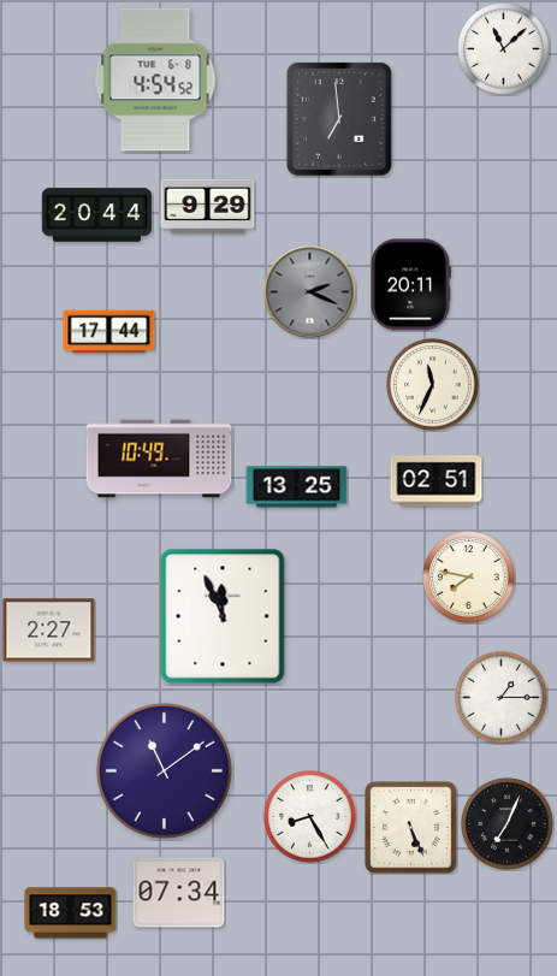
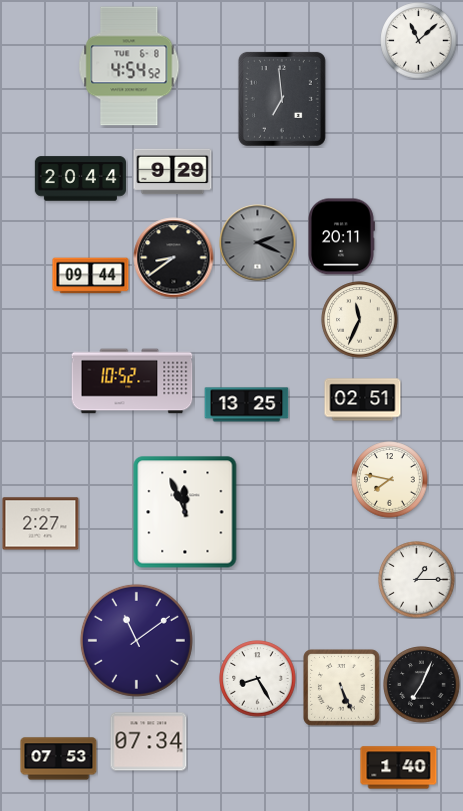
clock at (174, 258): none -> 8:39
clock at (109, 332): 17:44 -> 09:44
clock at (159, 459): 10:49 -> 10:52
clock at (71, 913): 18:53 -> 07:53
clock at (399, 768): none -> 1:40
